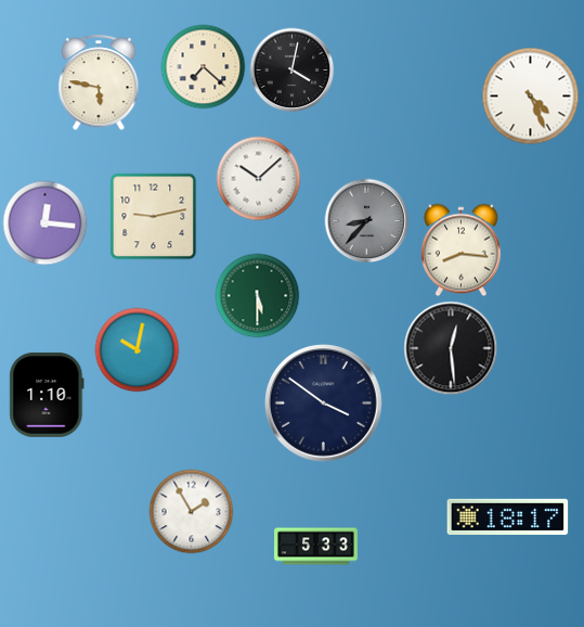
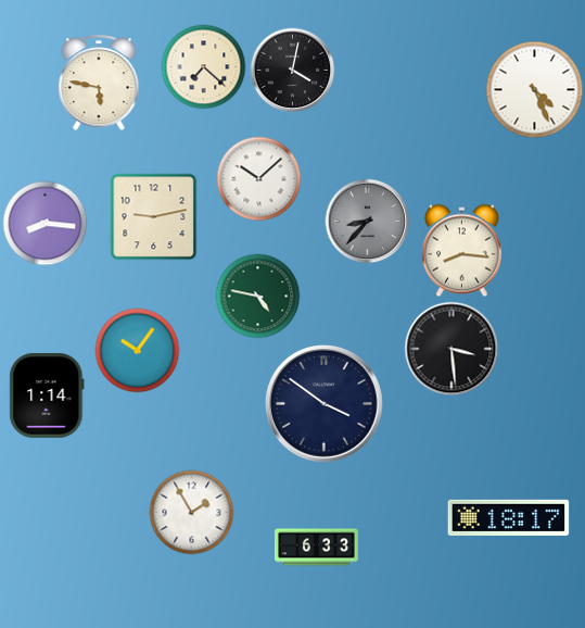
clock at (530, 95) position: (530, 95) -> (534, 89)
clock at (44, 222): 12:16 -> 8:16
clock at (257, 295): 5:30 -> 4:47
clock at (451, 348): 12:29 -> 3:29
clock at (137, 349): 10:02 -> 10:06
clock at (47, 395): 1:10 -> 1:14
clock at (316, 547): 5:33 -> 6:33
